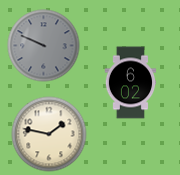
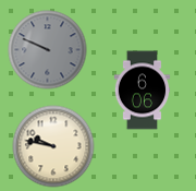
clock at (131, 83): 6:02 -> 6:06
clock at (49, 134): 1:47 -> 9:47
